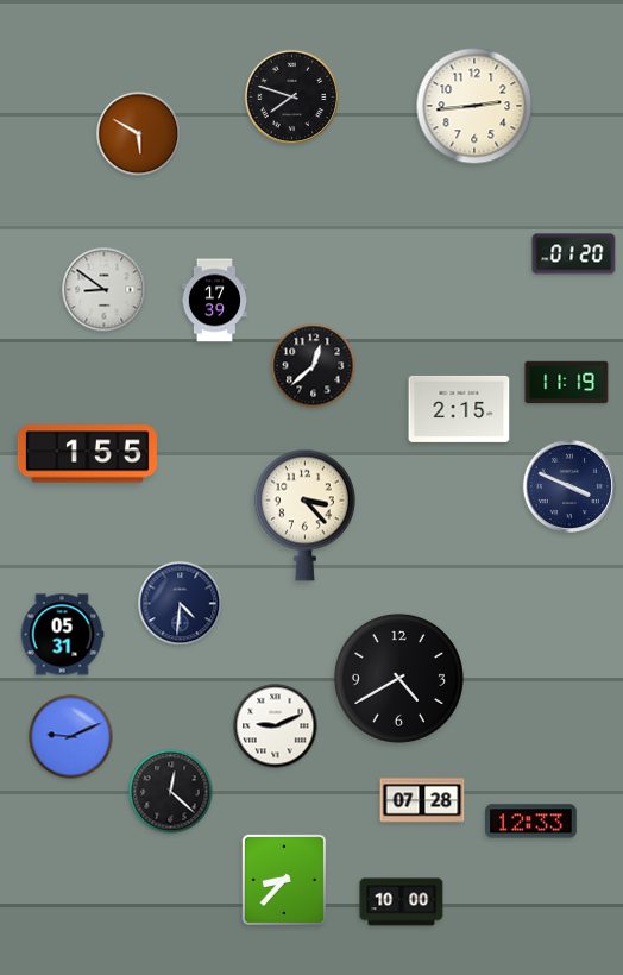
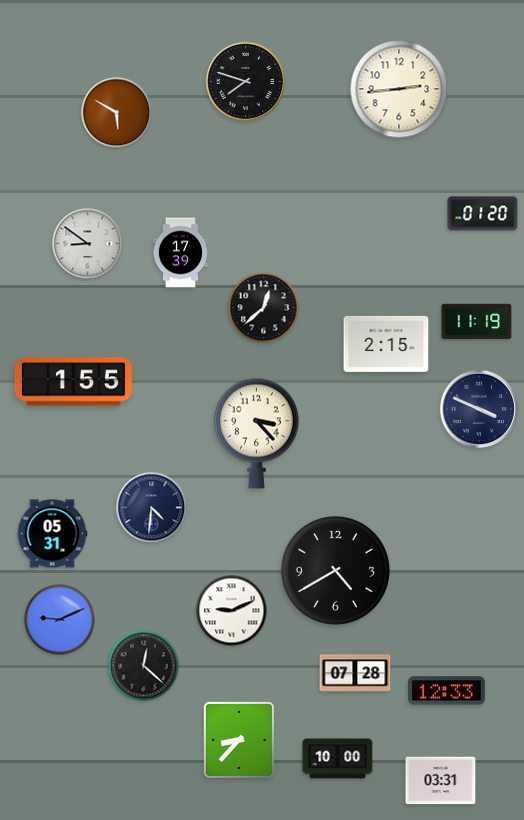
clock at (441, 781): none -> 03:31
